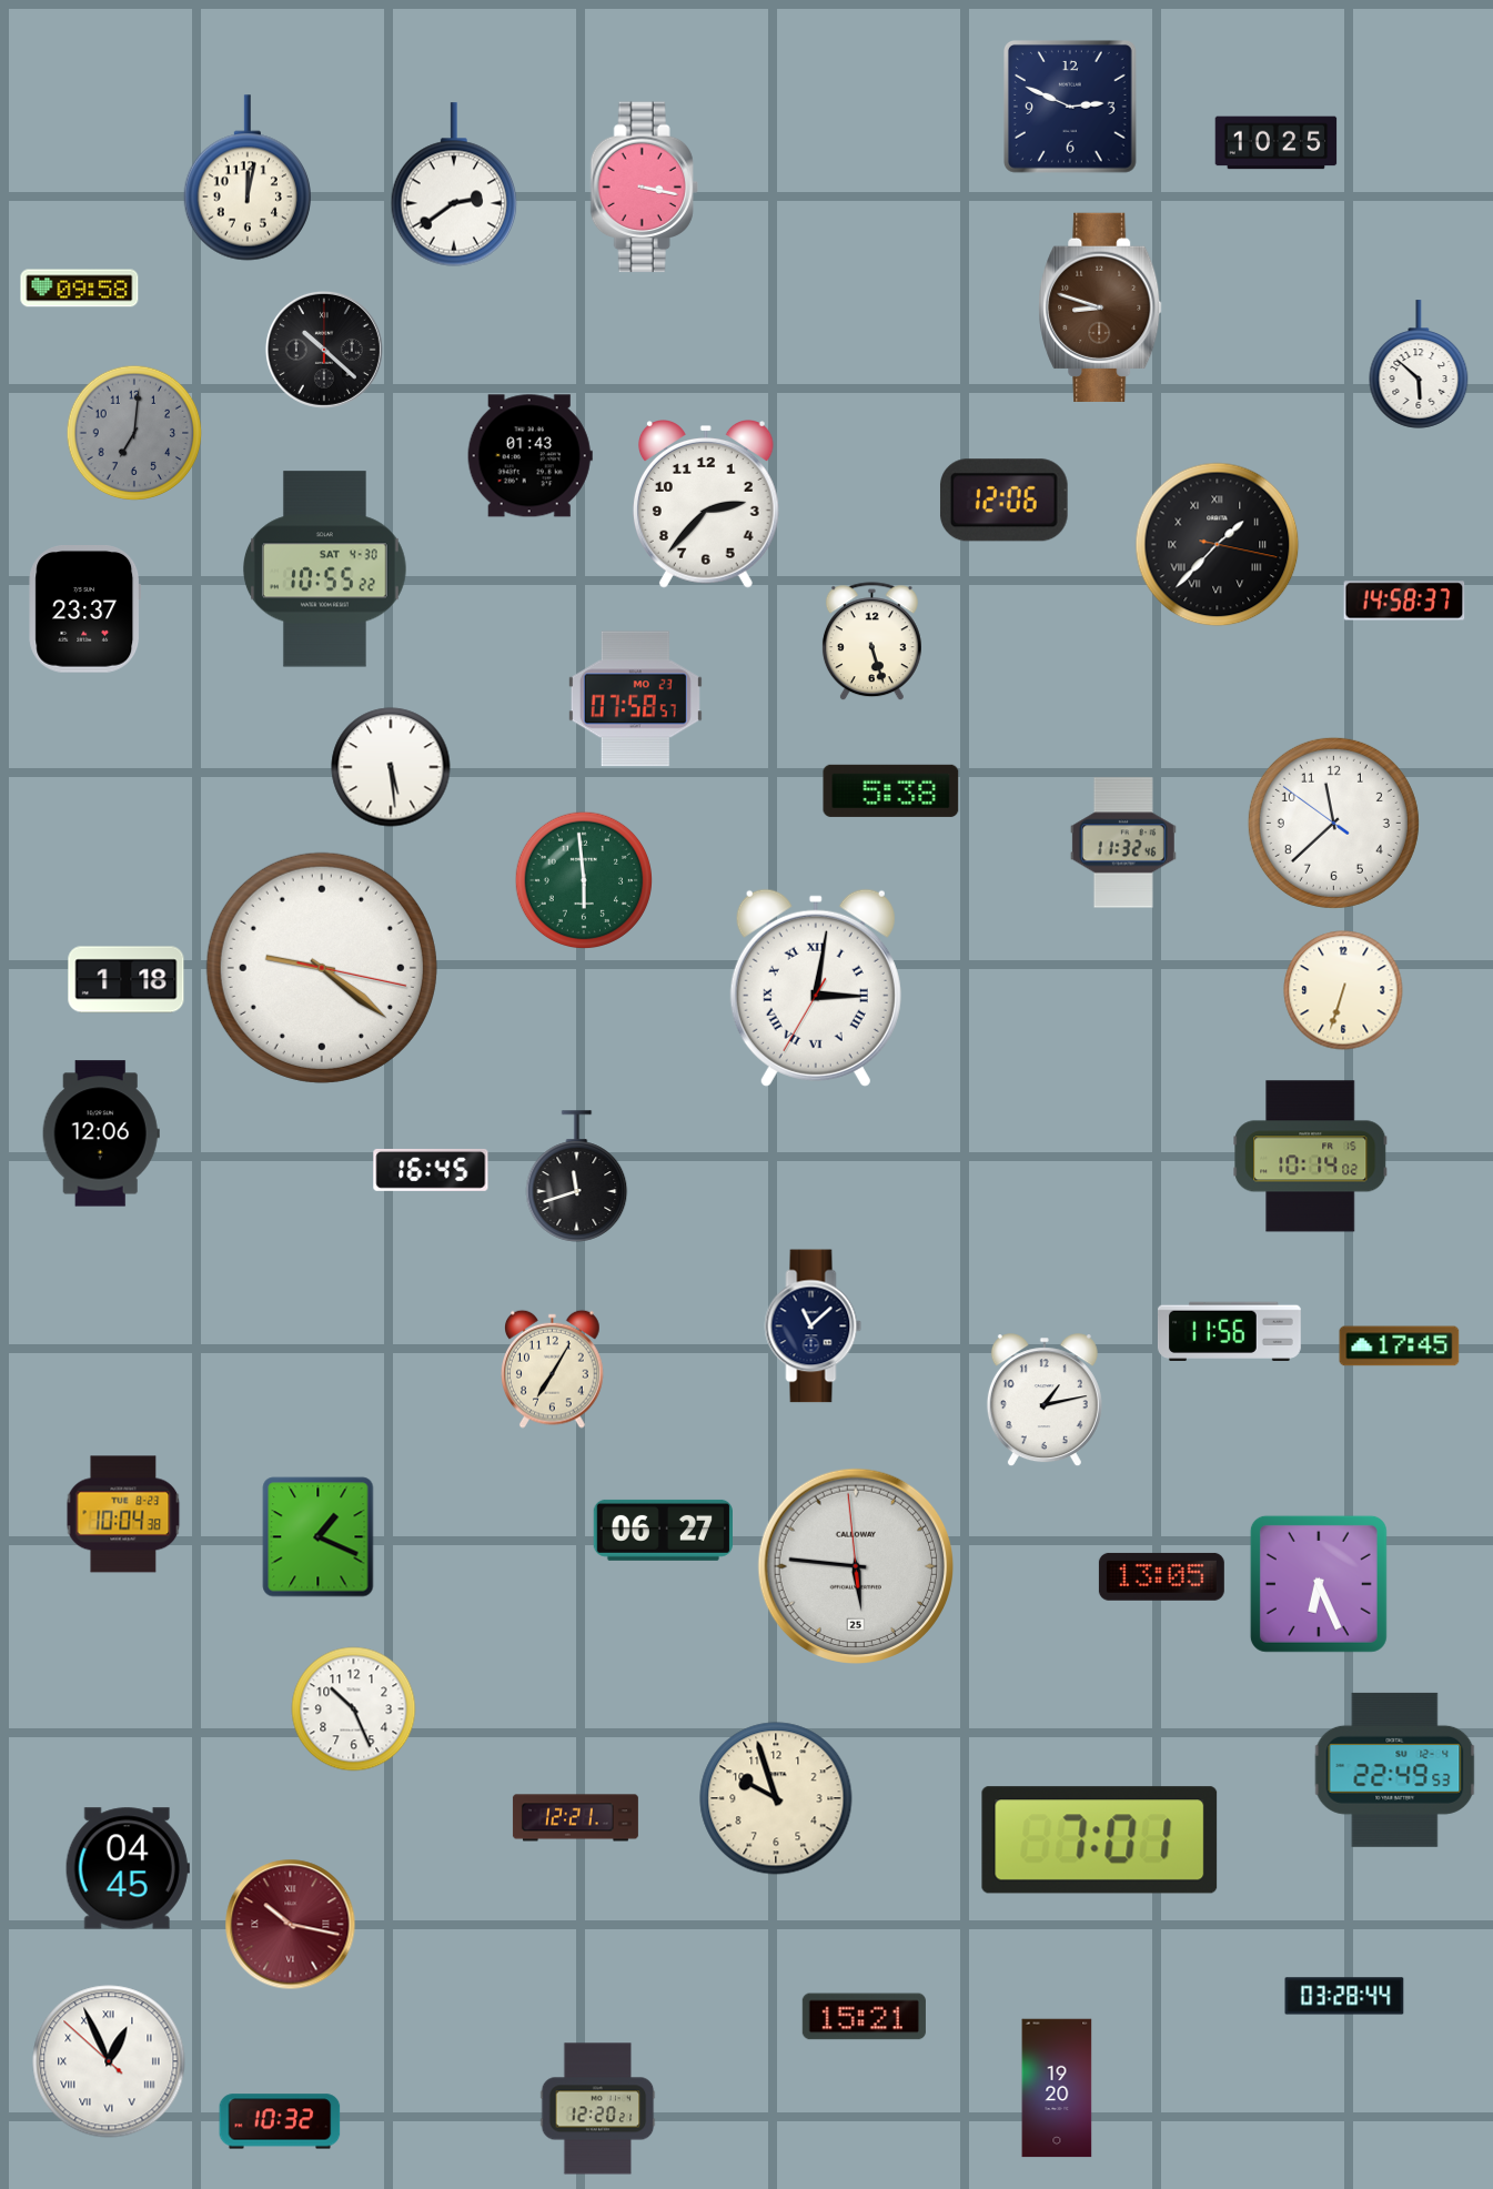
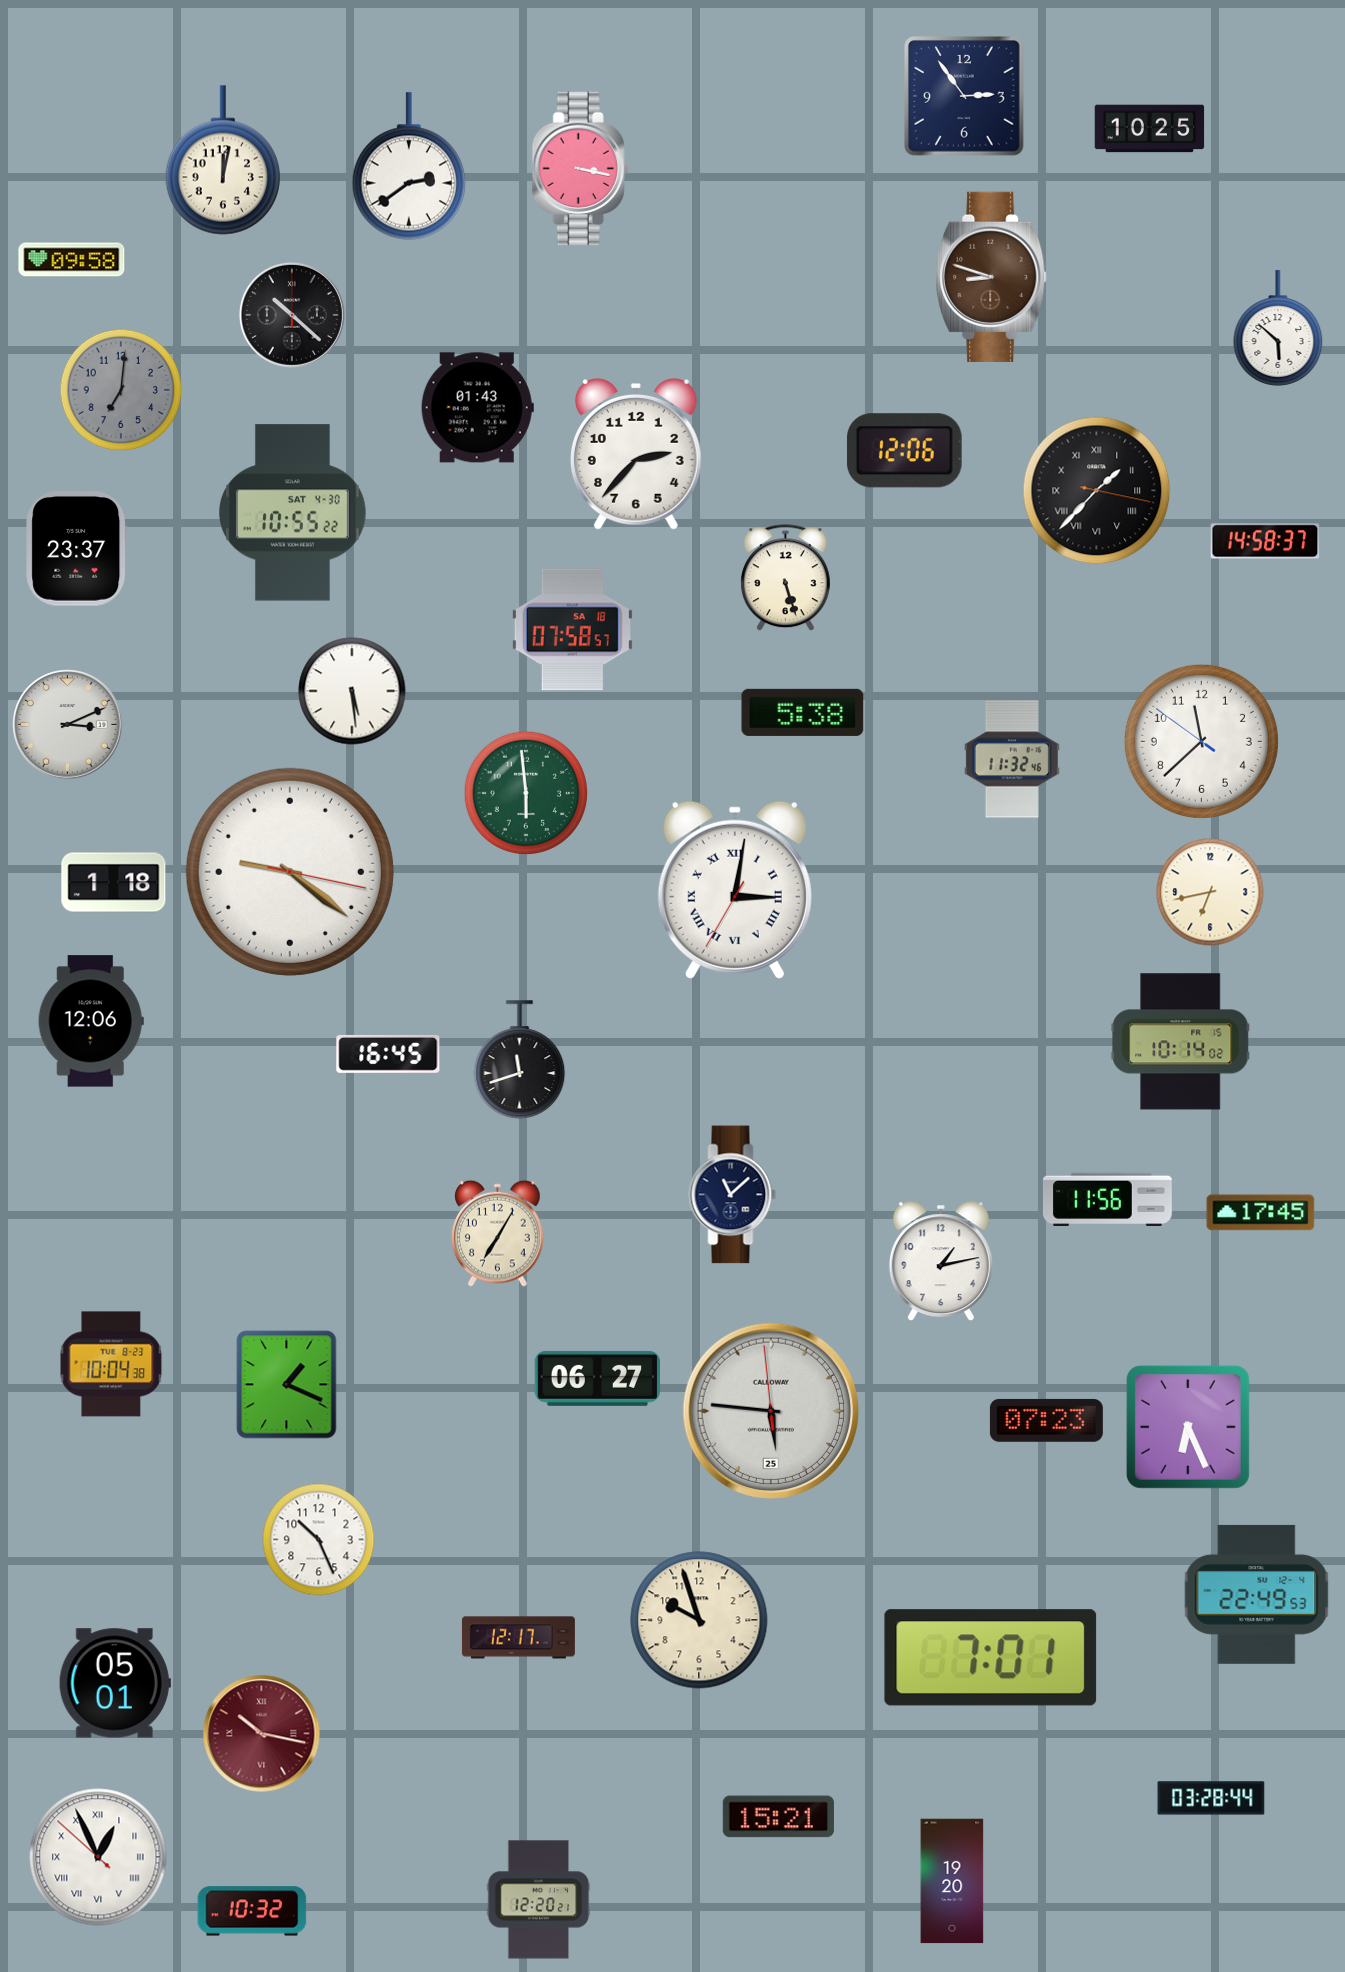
clock at (1071, 108): 2:49 -> 2:54
clock at (529, 456) position: (529, 456) -> (477, 408)
clock at (635, 699) date: MO 23 -> SA 18
clock at (68, 725): none -> 3:11
clock at (1343, 990): 6:33 -> 6:43
clock at (1161, 1576): 13:05 -> 07:23
clock at (575, 1818): 12:21 -> 12:17
clock at (128, 1868): 04:45 -> 05:01
